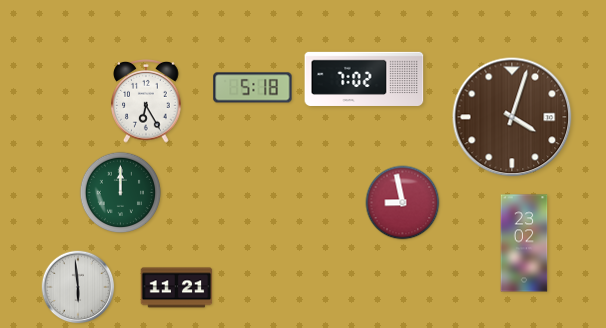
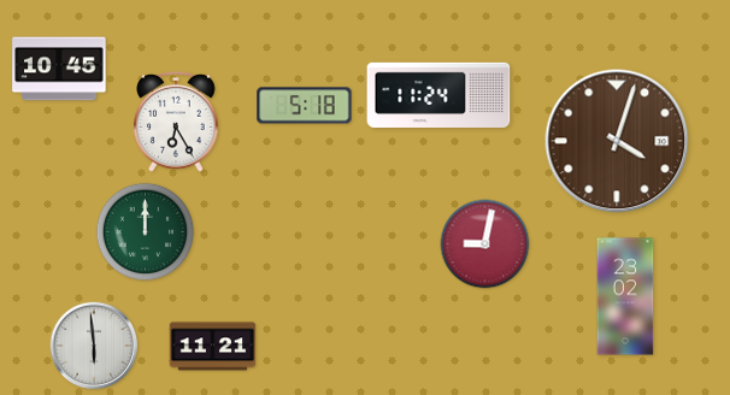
clock at (59, 69): none -> 10:45
clock at (364, 78): 7:02 -> 11:24
clock at (403, 203): 8:58 -> 9:02
clock at (524, 243) position: (524, 243) -> (625, 296)
